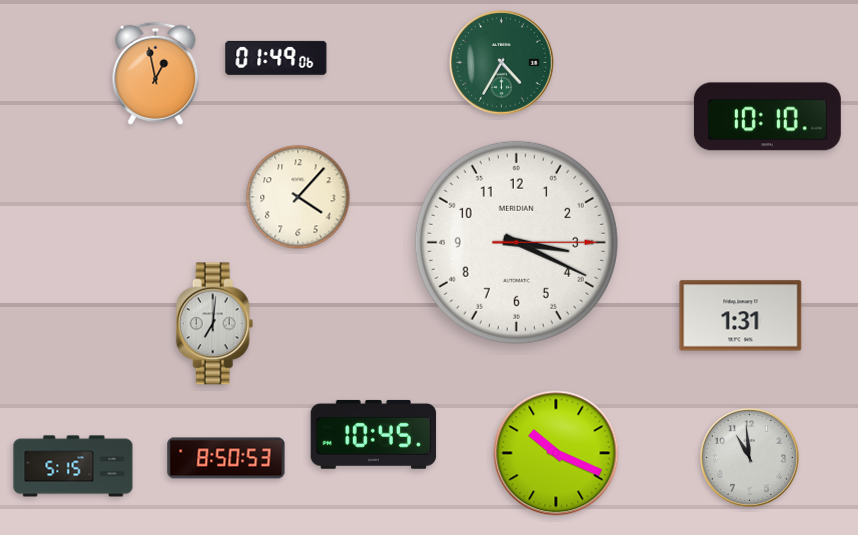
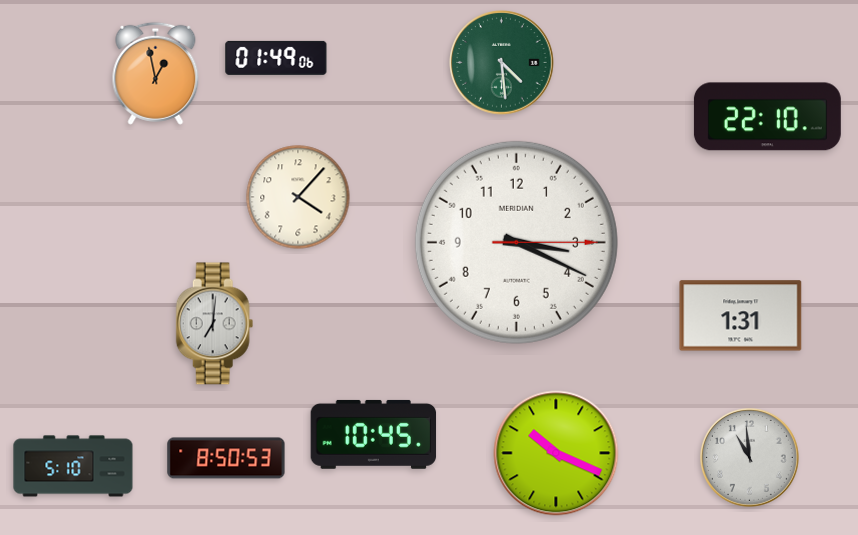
clock at (502, 63): 4:35 -> 4:29
clock at (767, 117): 10:10 -> 22:10
clock at (73, 466): 5:15 -> 5:10
